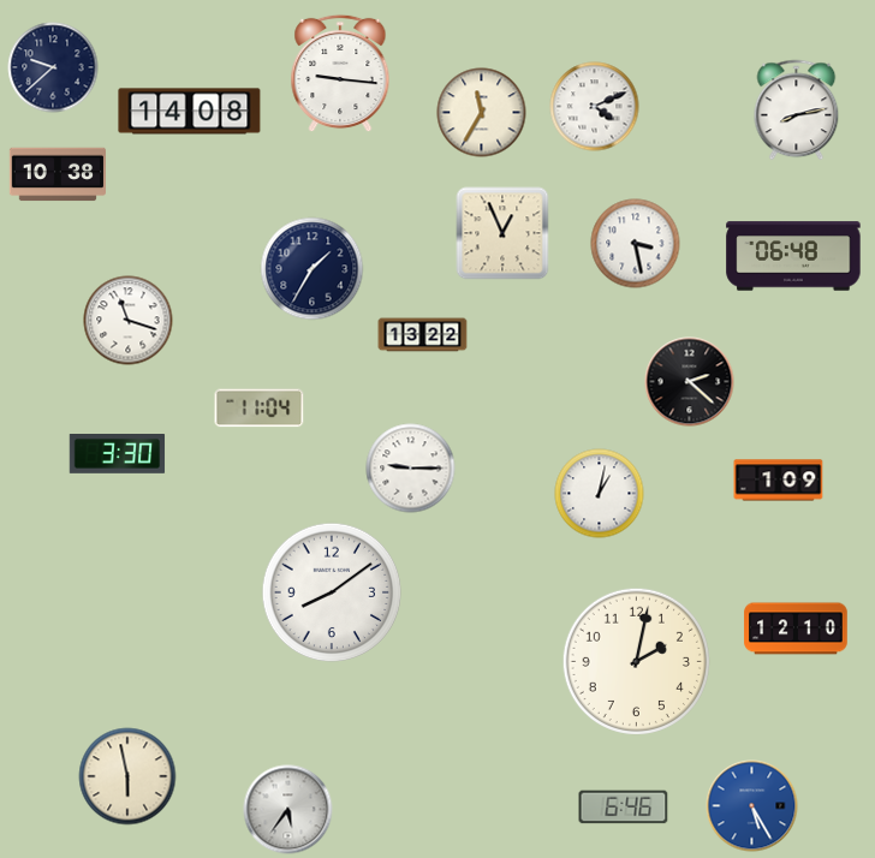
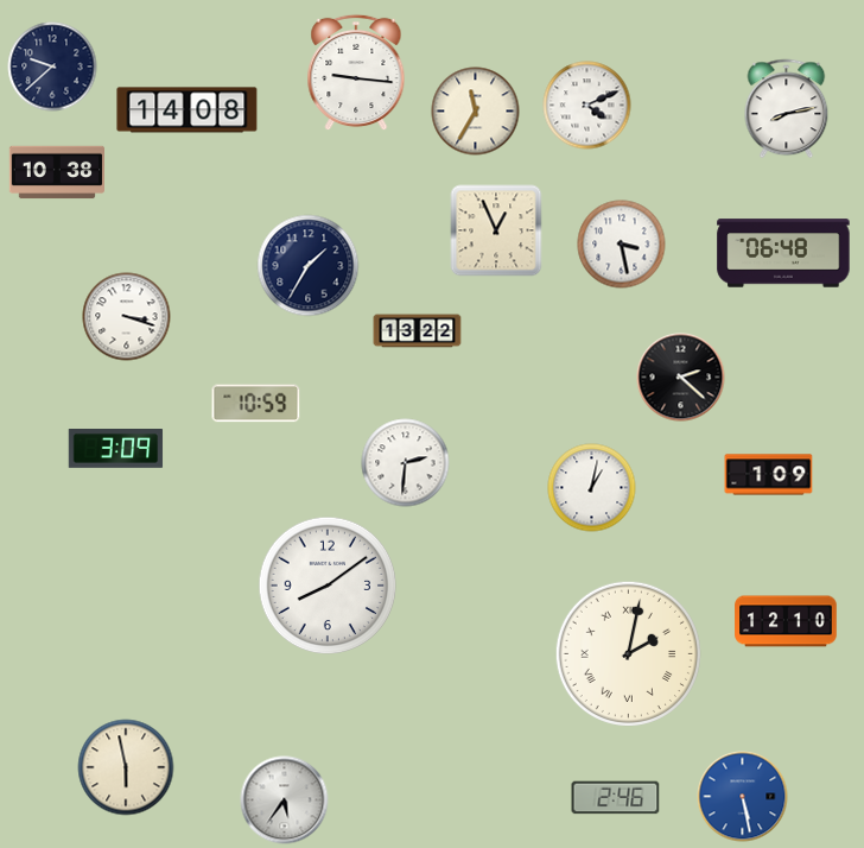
clock at (340, 73) position: (340, 73) -> (356, 72)
clock at (636, 244) position: (636, 244) -> (622, 245)
clock at (129, 321): 11:18 -> 3:18
clock at (260, 409): 11:04 -> 10:59
clock at (118, 454): 3:30 -> 3:09
clock at (411, 469): 9:15 -> 2:31
clock at (636, 661) numerals: Arabic -> Roman
clock at (752, 806): 5:25 -> 5:28
clock at (624, 808): 6:46 -> 2:46
